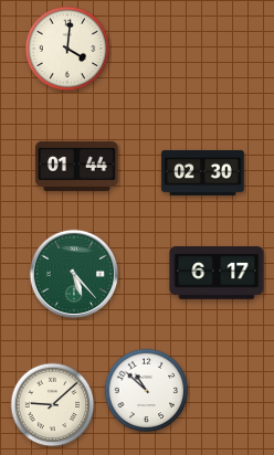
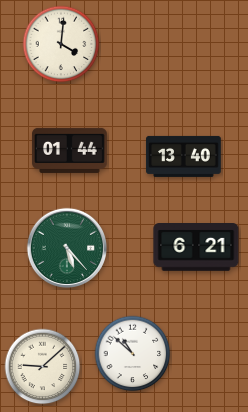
clock at (203, 172): 02:30 -> 13:40
clock at (217, 274): 6:17 -> 6:21
clock at (53, 405) position: (53, 405) -> (43, 367)
